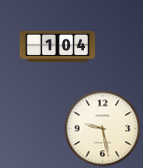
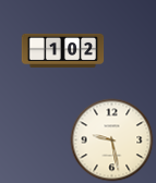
clock at (58, 46): 1:04 -> 1:02
